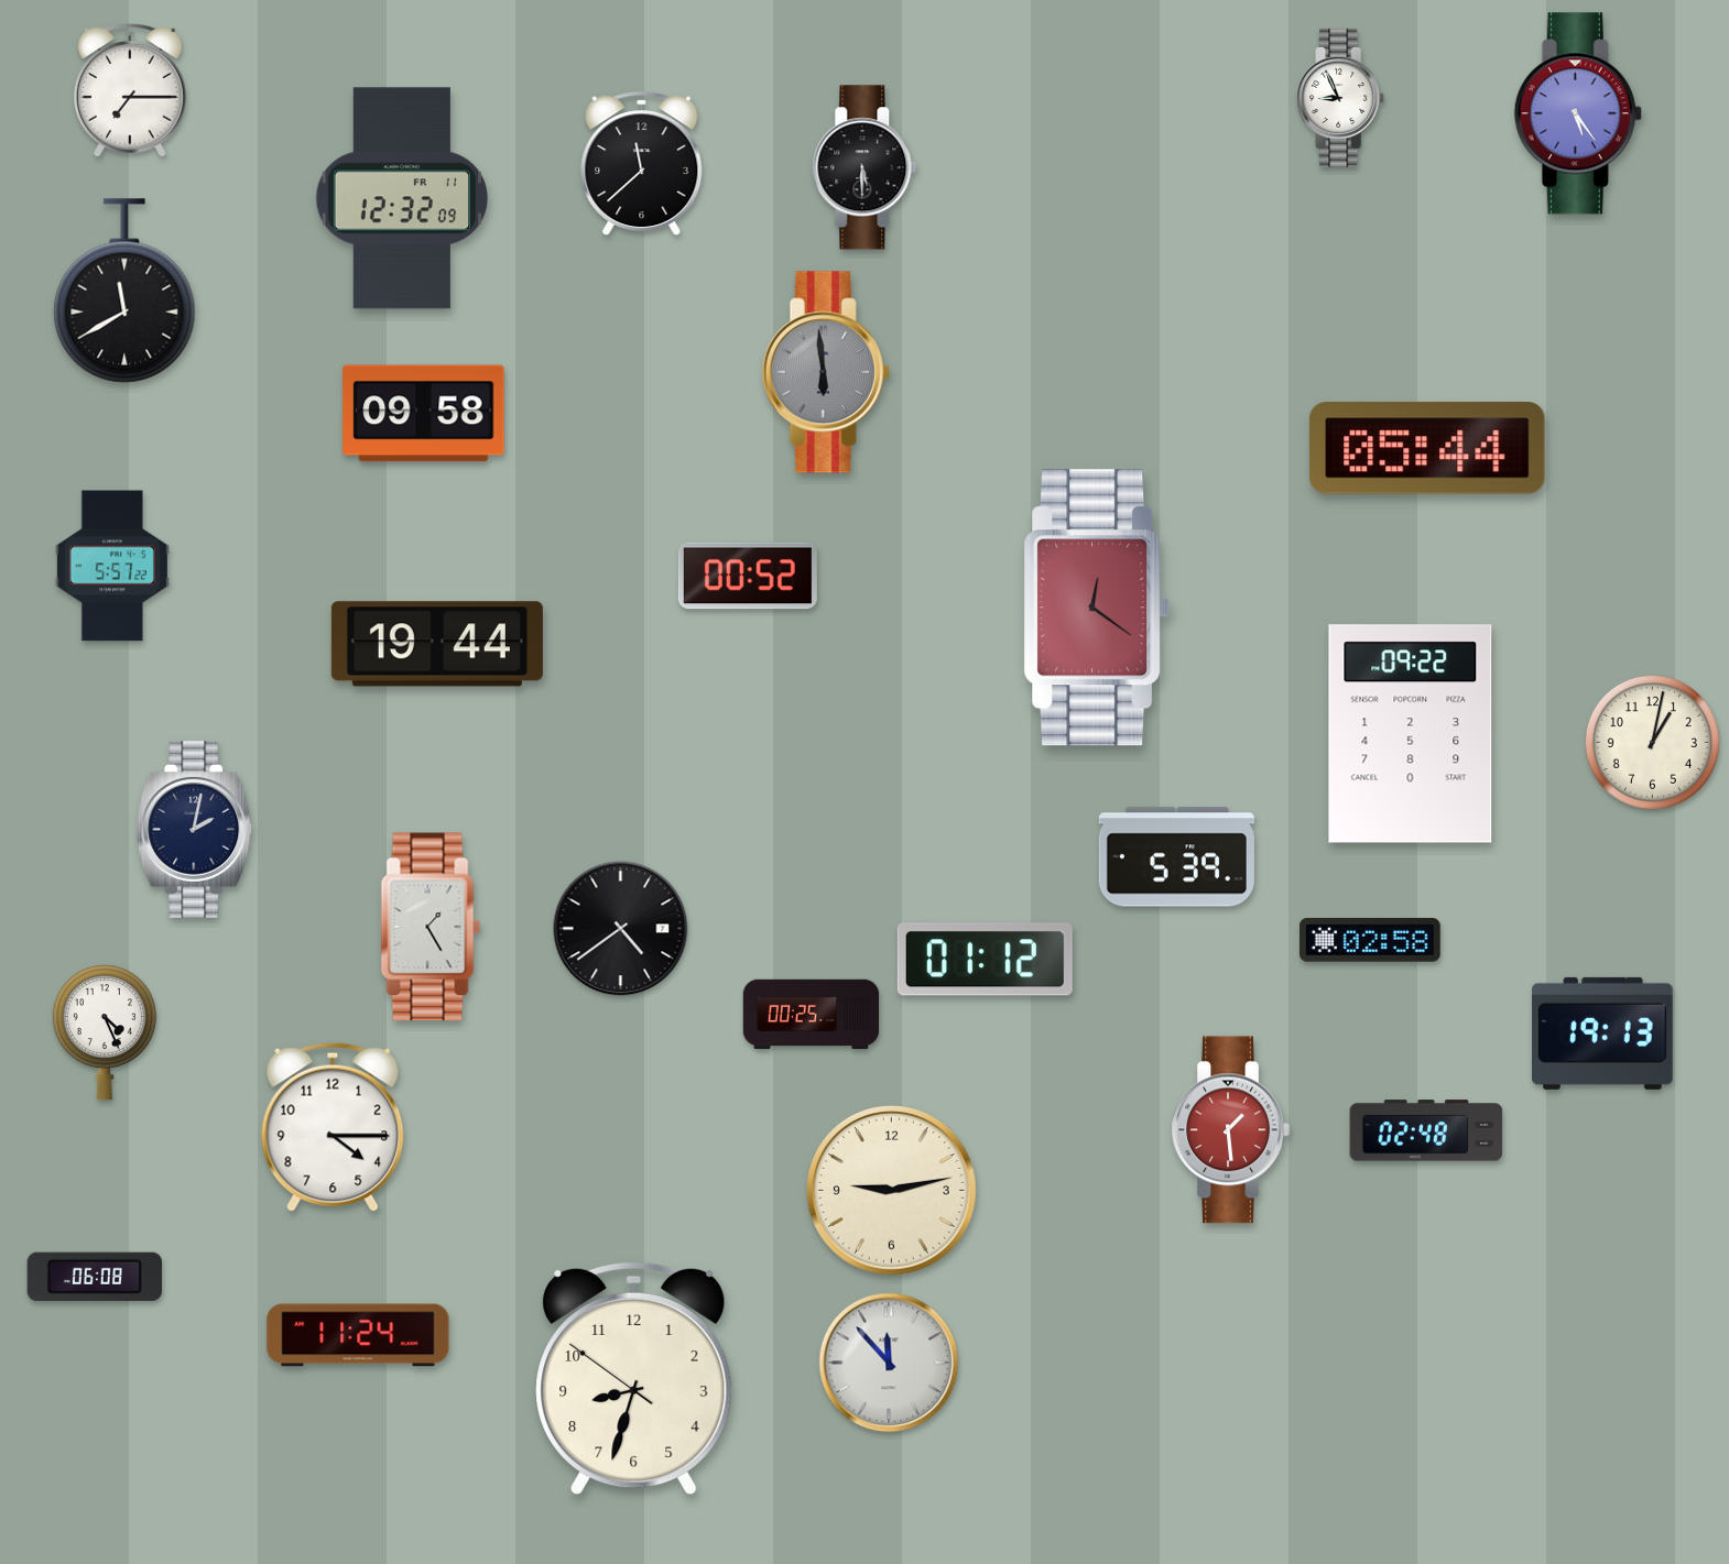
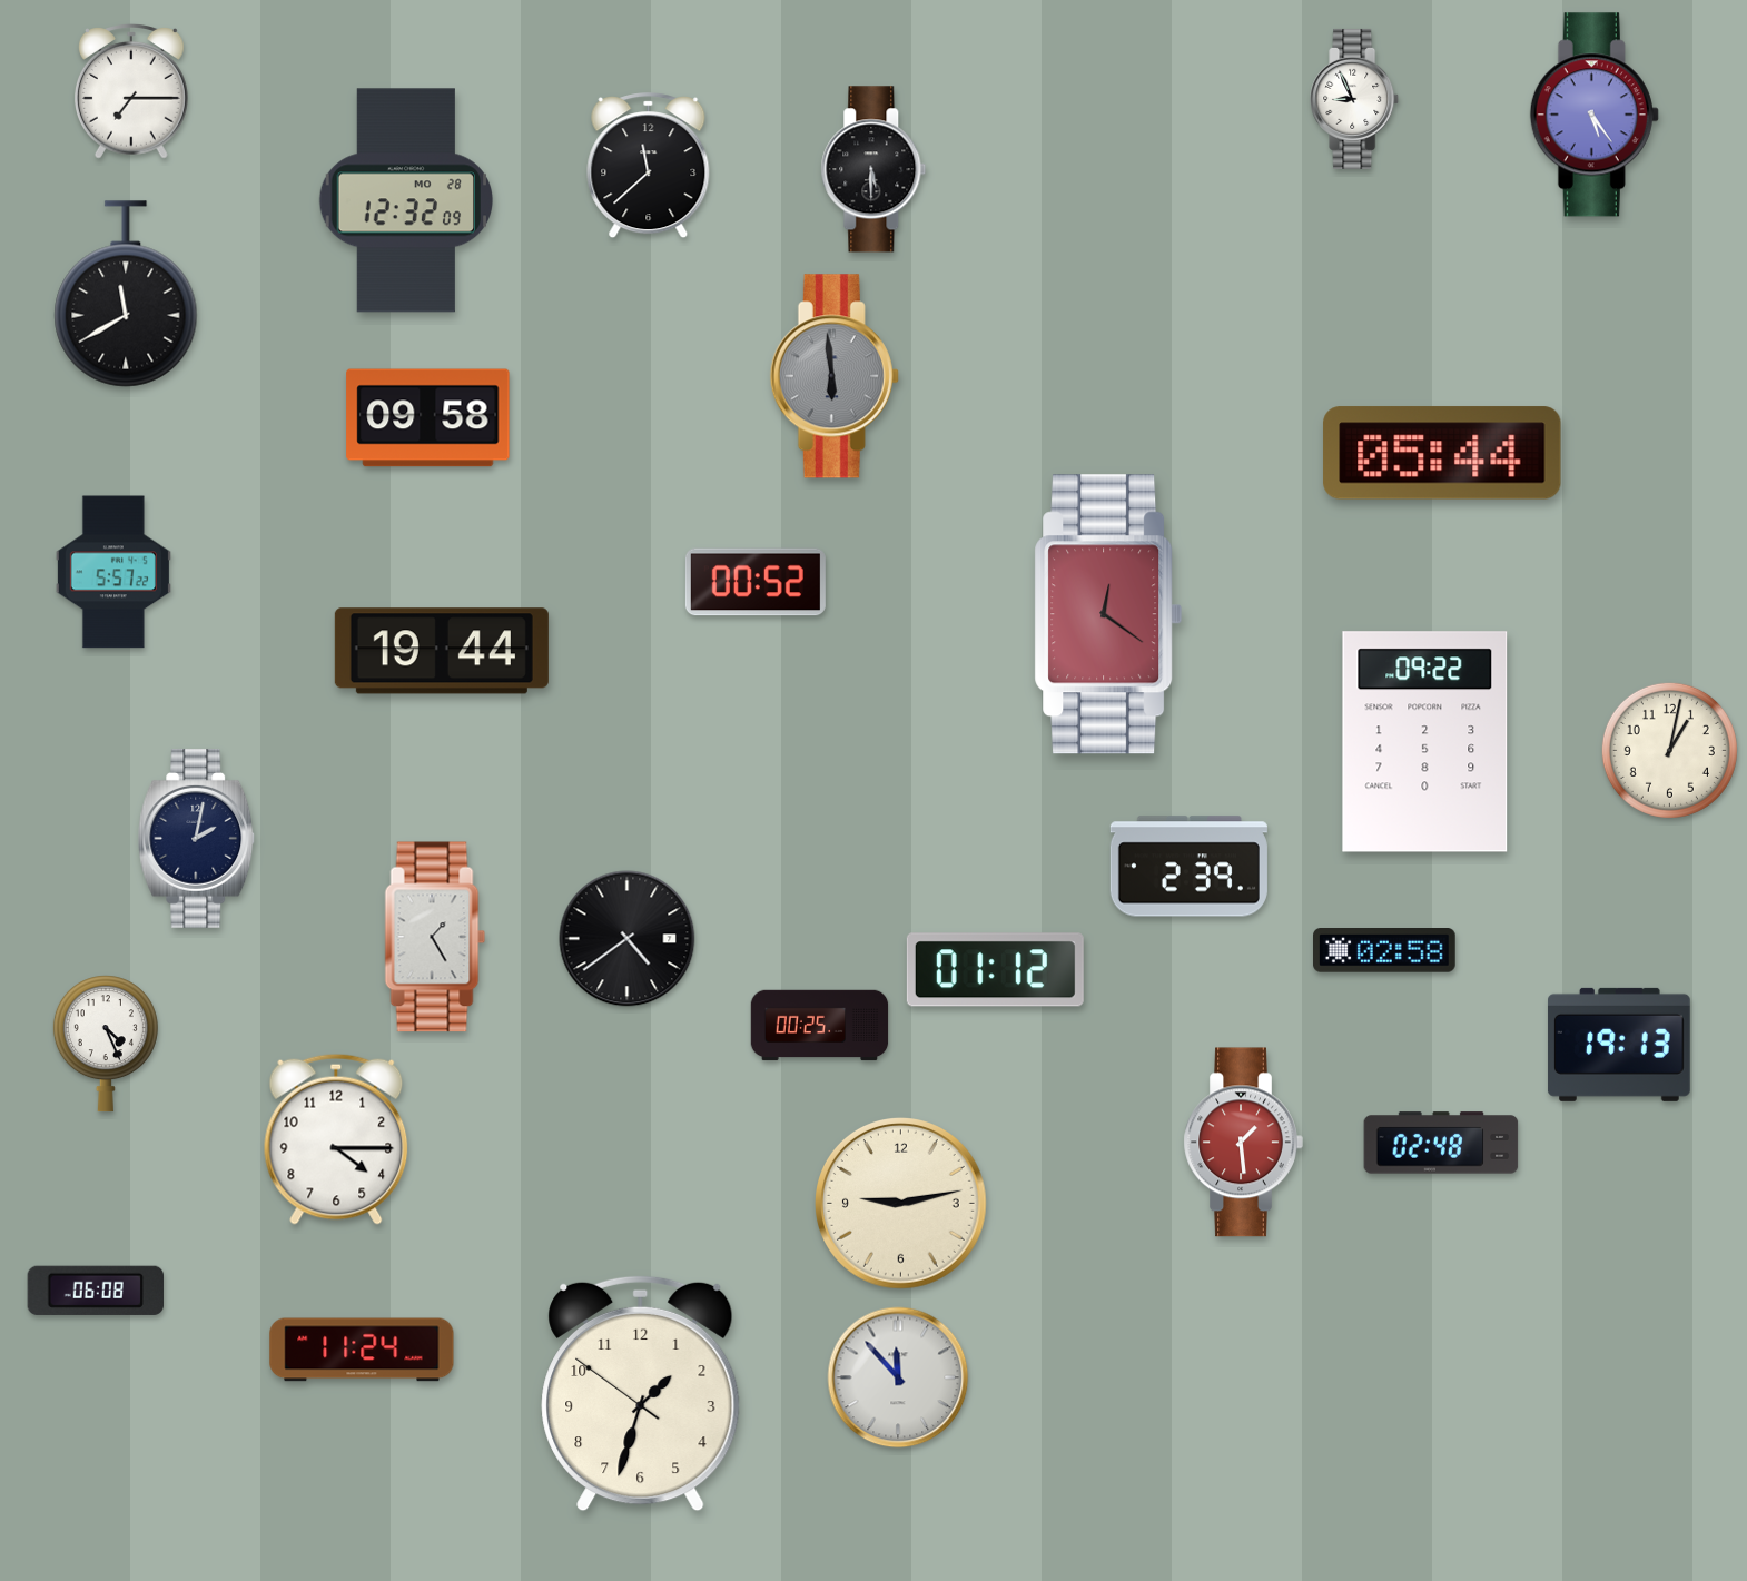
clock at (401, 198) date: FR 11 -> MO 28
clock at (1176, 857): 5:39 -> 2:39
clock at (634, 1379): 8:32 -> 1:32
